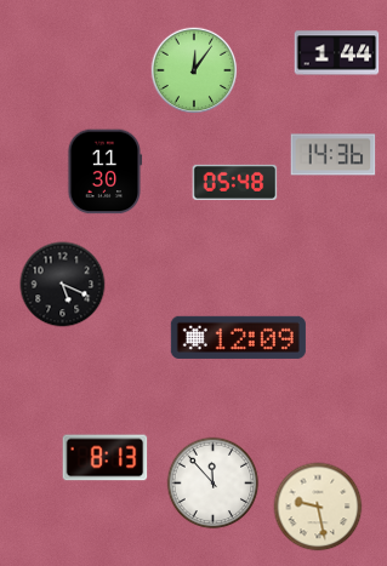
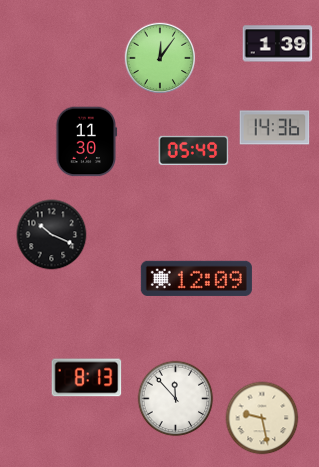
clock at (337, 53): 1:44 -> 1:39
clock at (235, 182): 05:48 -> 05:49
clock at (63, 285): 5:19 -> 10:19
